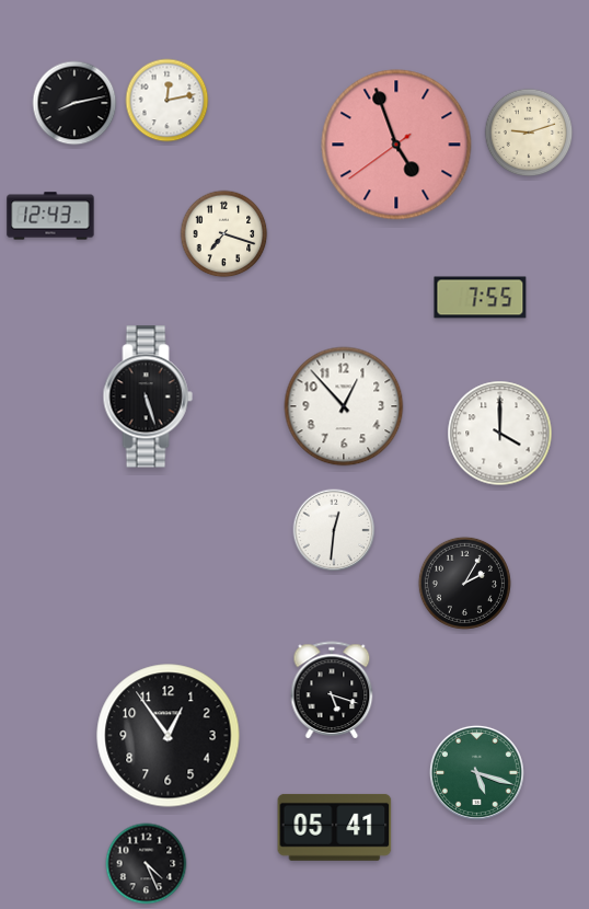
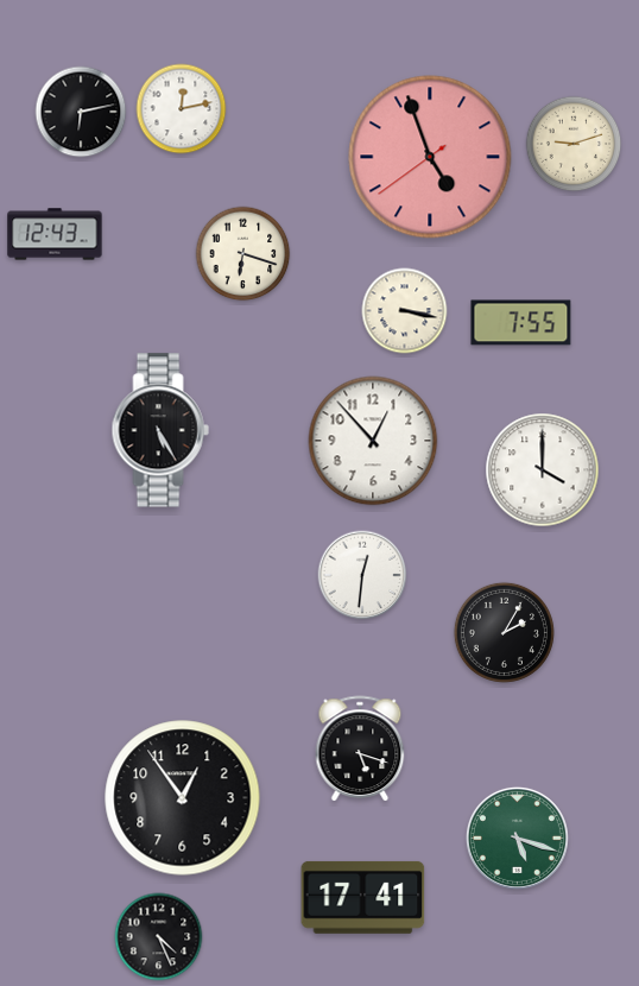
clock at (74, 103): 8:13 -> 6:13
clock at (224, 234): 7:18 -> 6:18
clock at (405, 311): none -> 3:17
clock at (148, 396): 5:27 -> 5:25
clock at (335, 827): 05:41 -> 17:41
